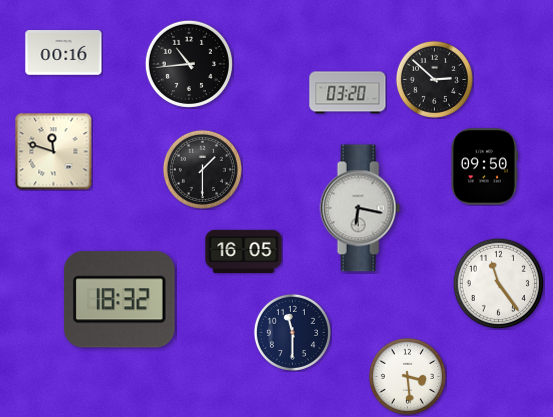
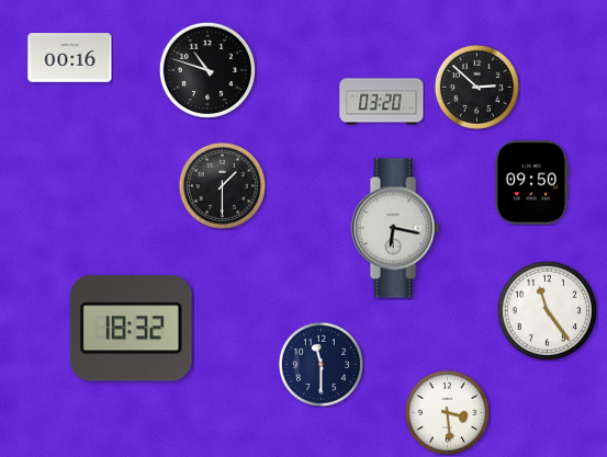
clock at (189, 64): 10:44 -> 10:48
clock at (54, 152): 11:48 -> none
clock at (244, 251): 16:05 -> none
